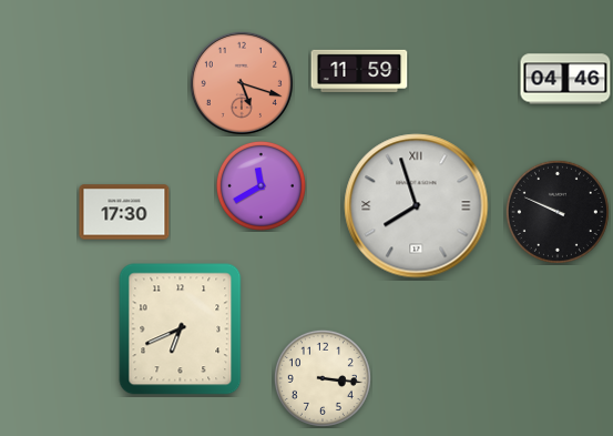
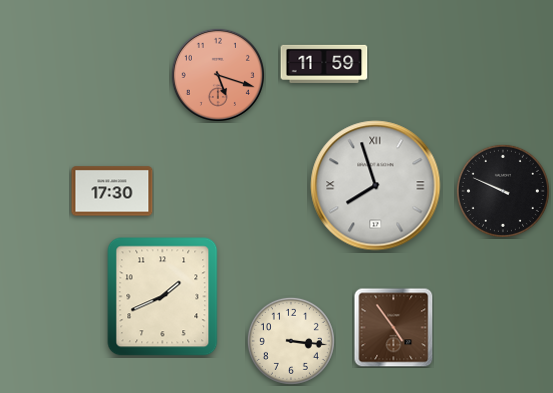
clock at (565, 79): 04:46 -> none
clock at (260, 185): 11:40 -> none
clock at (181, 329): 6:41 -> 1:41
clock at (393, 327): none -> 4:54
